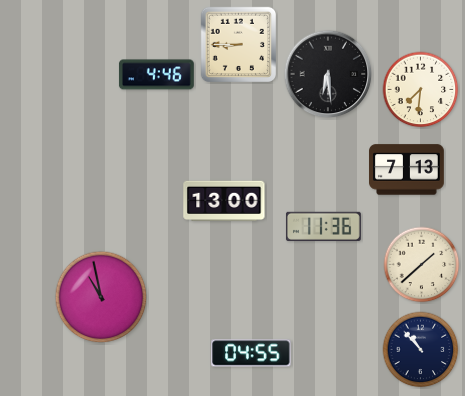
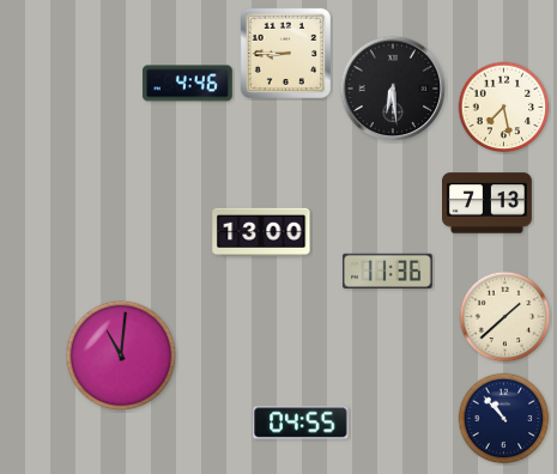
clock at (156, 75) position: (156, 75) -> (187, 84)
clock at (421, 90): 7:31 -> 7:28
clock at (224, 201) position: (224, 201) -> (261, 232)
clock at (101, 297): 10:58 -> 11:01
